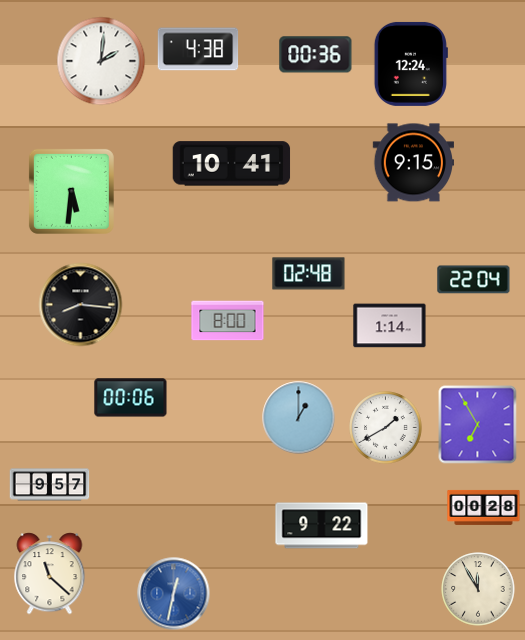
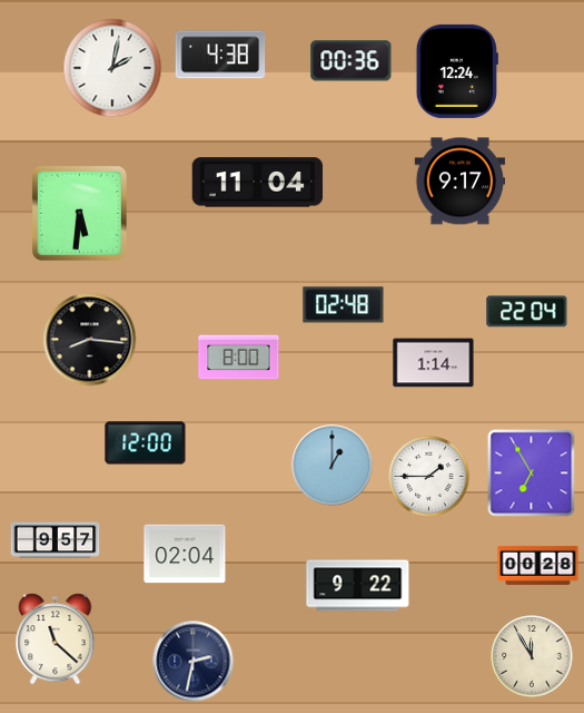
clock at (101, 61): 2:01 -> 2:02
clock at (413, 163): 9:15 -> 9:17
clock at (232, 164): 10:41 -> 11:04
clock at (228, 321) position: (228, 321) -> (239, 358)
clock at (131, 398): 00:06 -> 12:00
clock at (386, 428): 1:40 -> 1:45
clock at (185, 554): none -> 02:04
clock at (174, 594): 12:32 -> 2:32
clock at (174, 594) dial: blue -> navy
